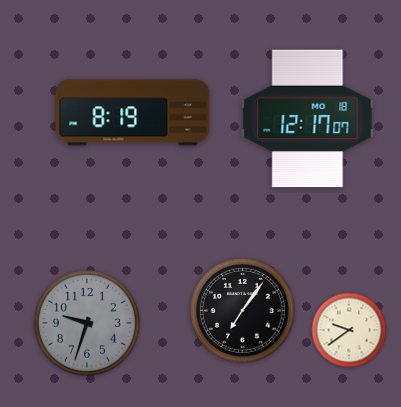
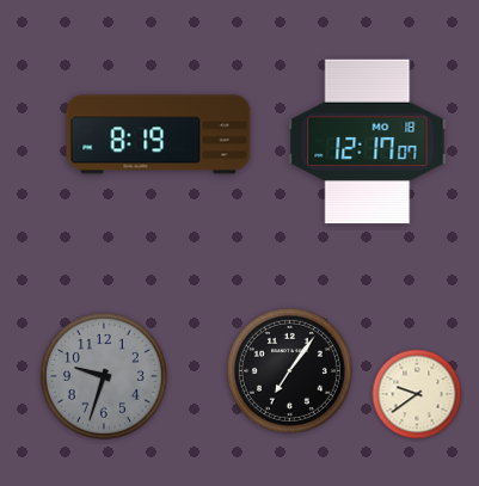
clock at (87, 323) position: (87, 323) -> (104, 376)
